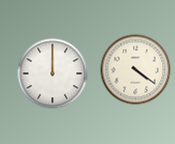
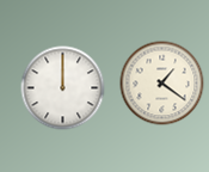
clock at (136, 70): 4:21 -> 1:21
